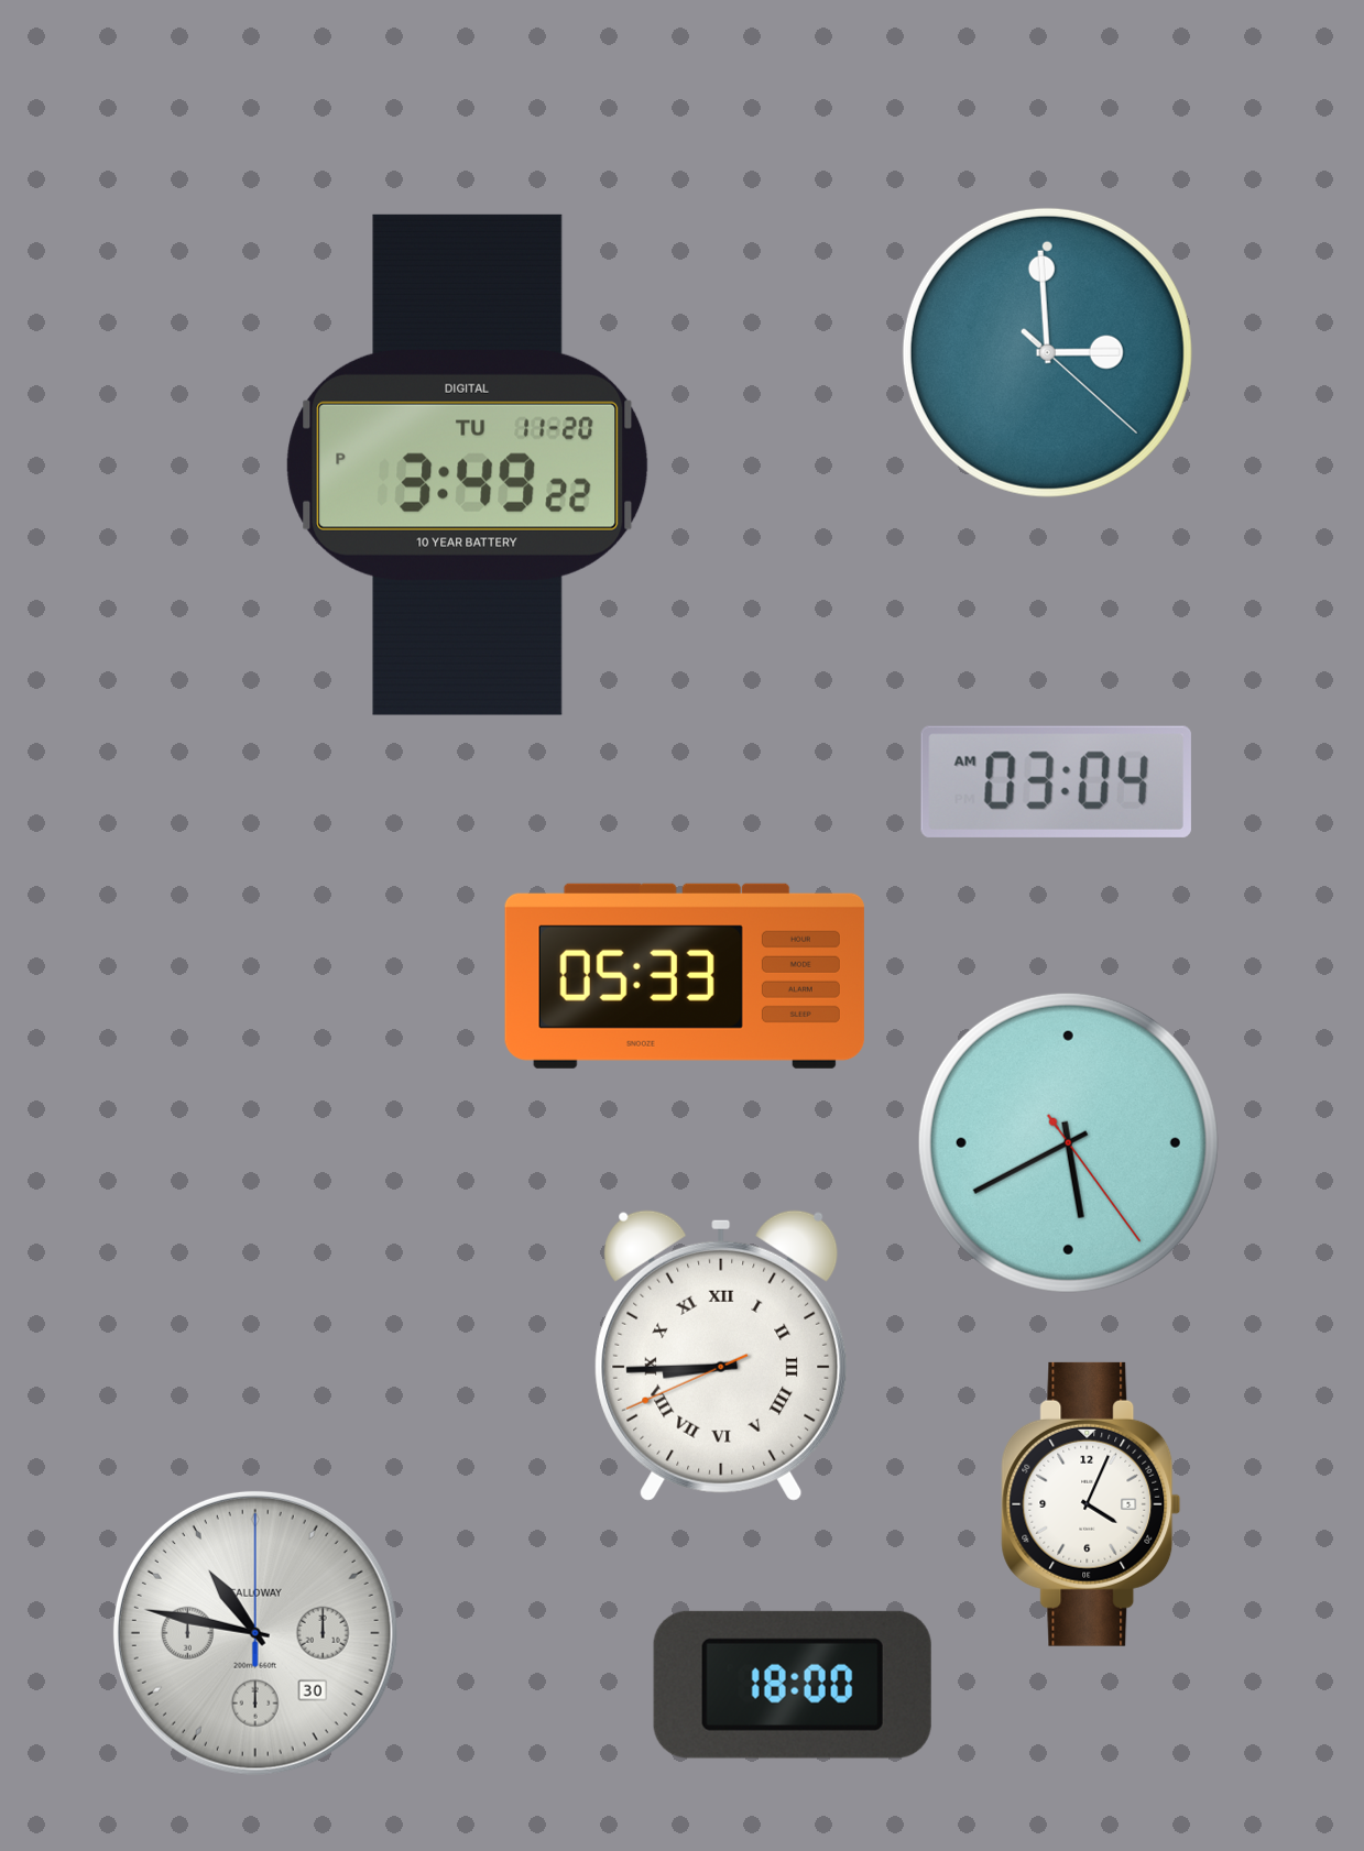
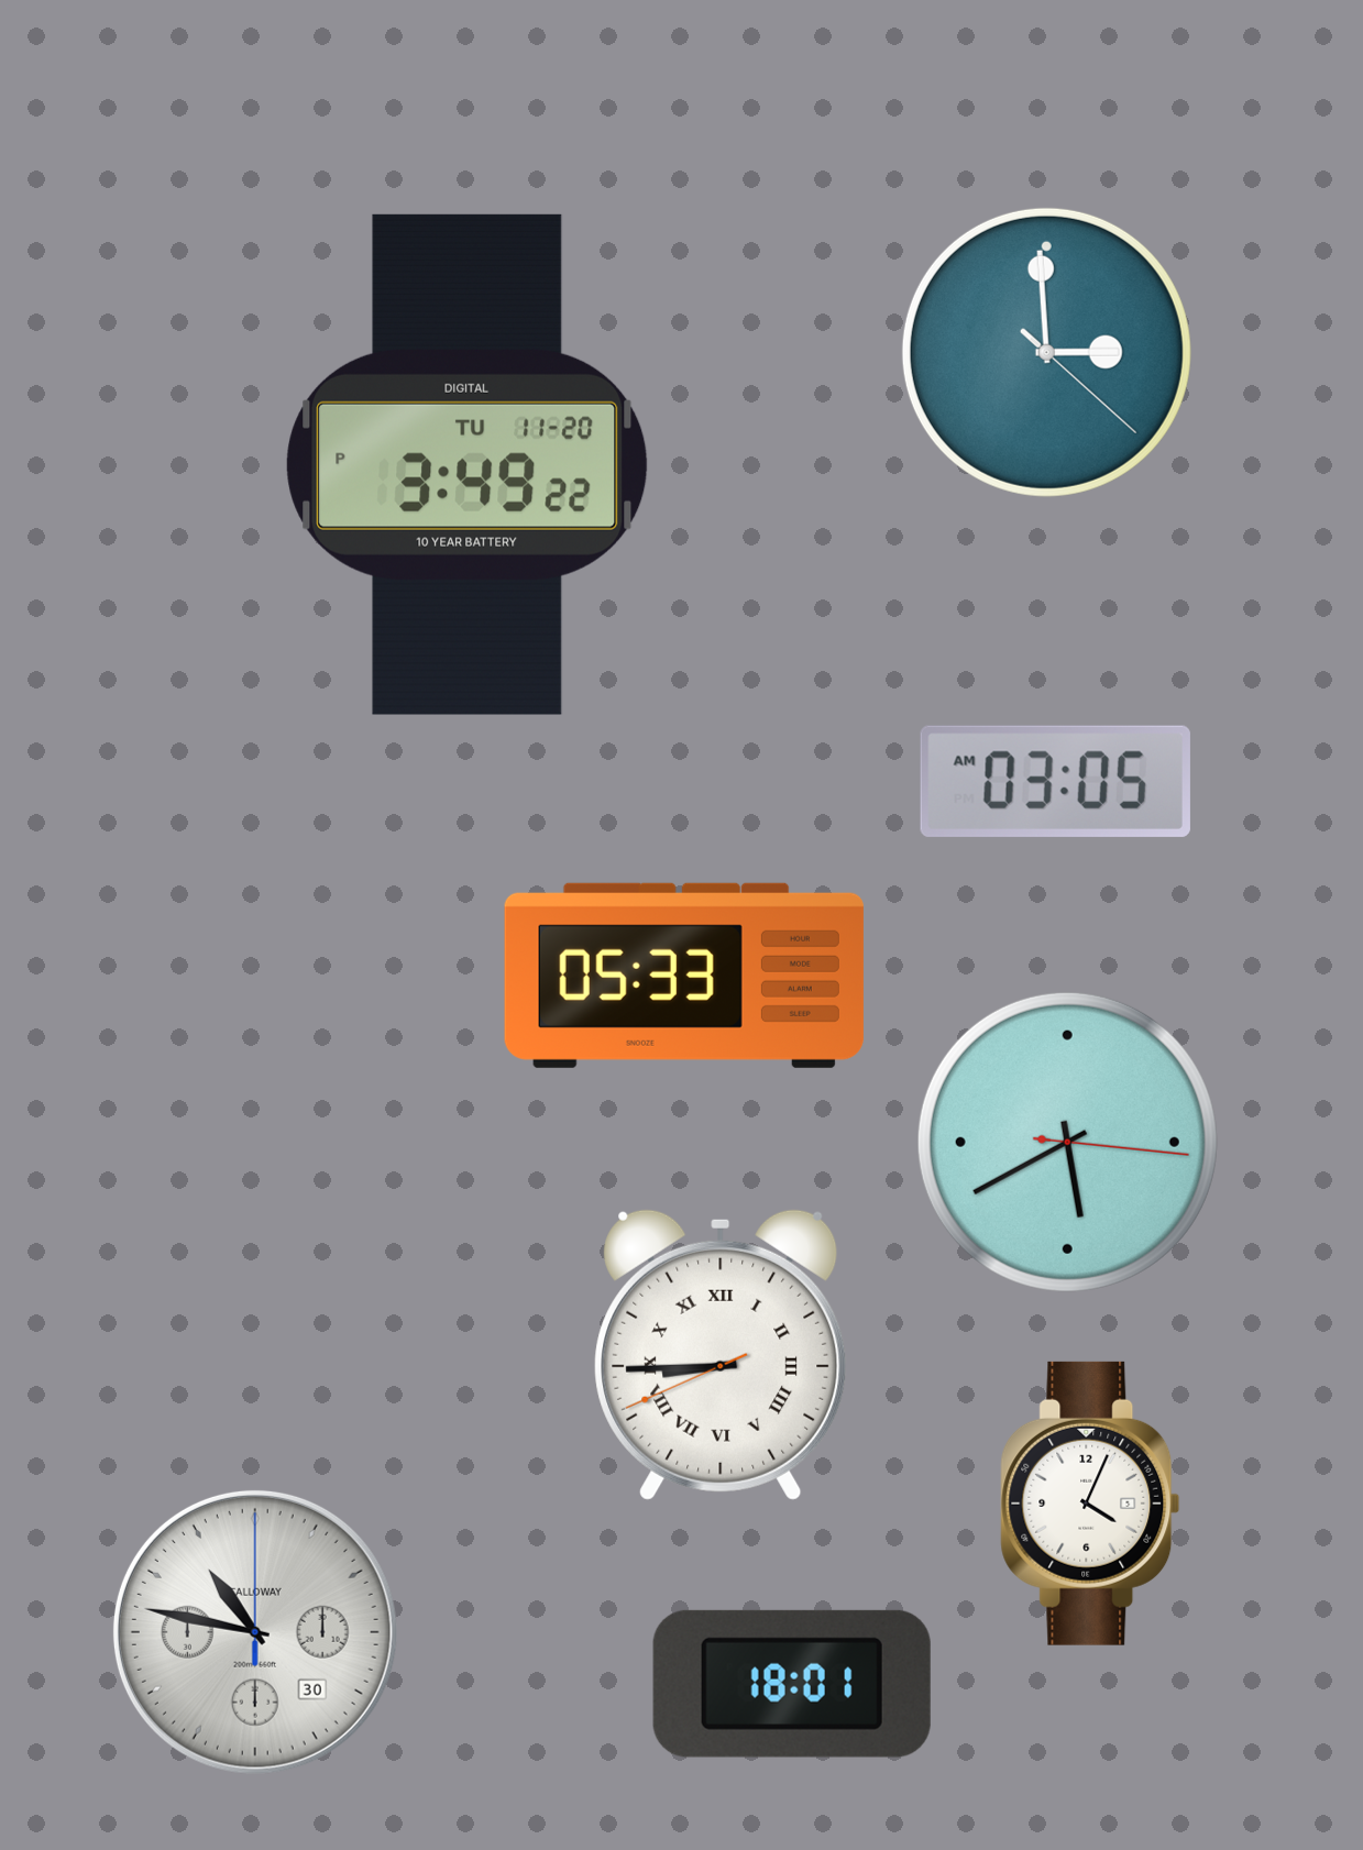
clock at (1056, 781): 03:04 -> 03:05
clock at (1068, 1142): 5:40:24 -> 5:40:16
clock at (793, 1685): 18:00 -> 18:01
